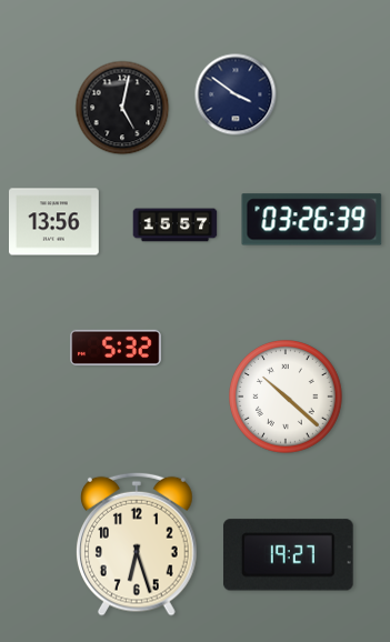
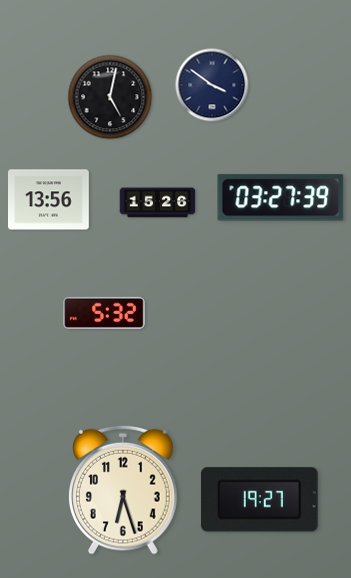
clock at (312, 220): 03:26 -> 03:27
clock at (176, 225): 15:57 -> 15:26
clock at (287, 398): 10:22 -> none
